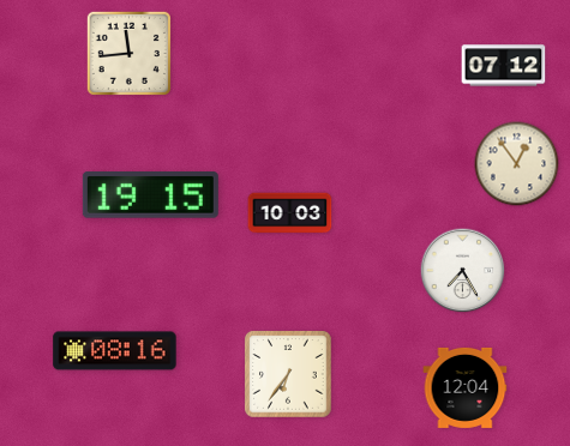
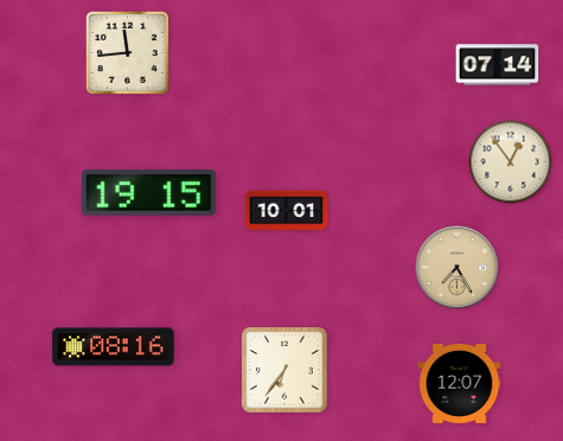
clock at (504, 66): 07:12 -> 07:14
clock at (290, 213): 10:03 -> 10:01
clock at (463, 271) dial: white -> champagne
clock at (466, 387): 12:04 -> 12:07
